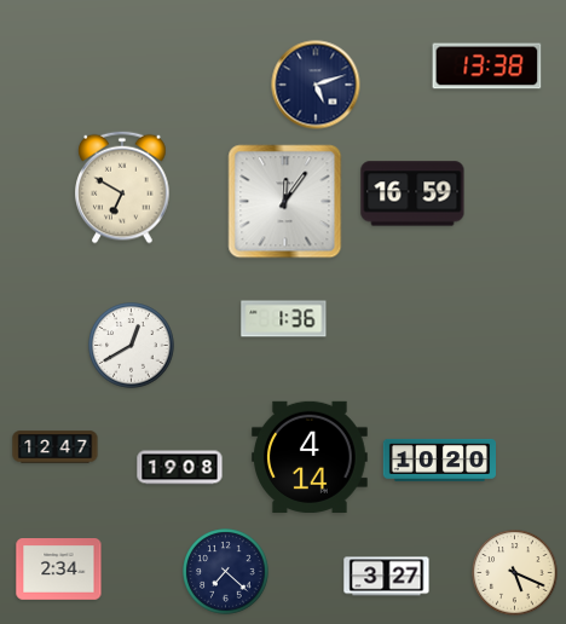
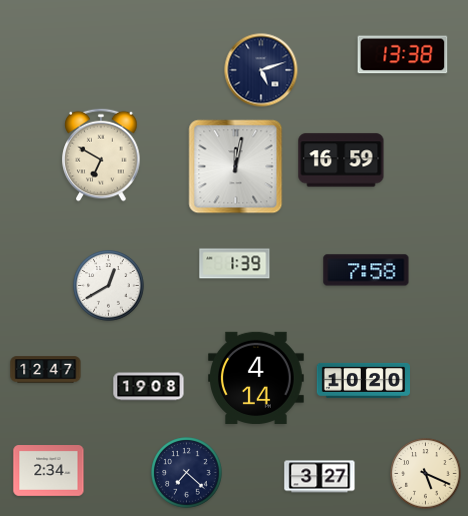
clock at (285, 202): 12:06 -> 12:02
clock at (284, 319): 1:36 -> 1:39
clock at (366, 270): none -> 7:58
